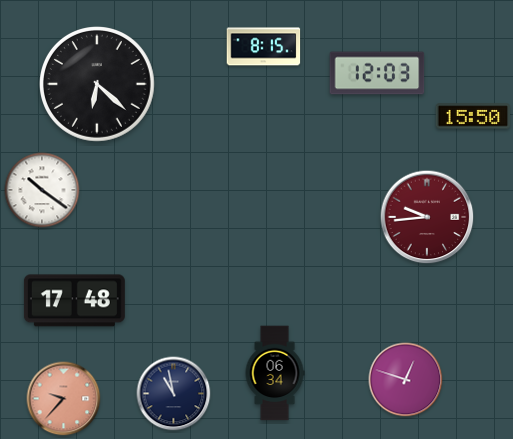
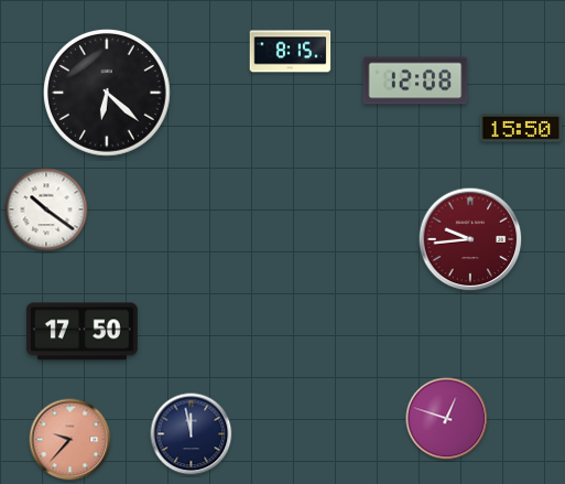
clock at (377, 73): 12:03 -> 12:08
clock at (74, 301): 17:48 -> 17:50
clock at (275, 373): 06:34 -> none
clock at (174, 394): 10:58 -> 11:58
